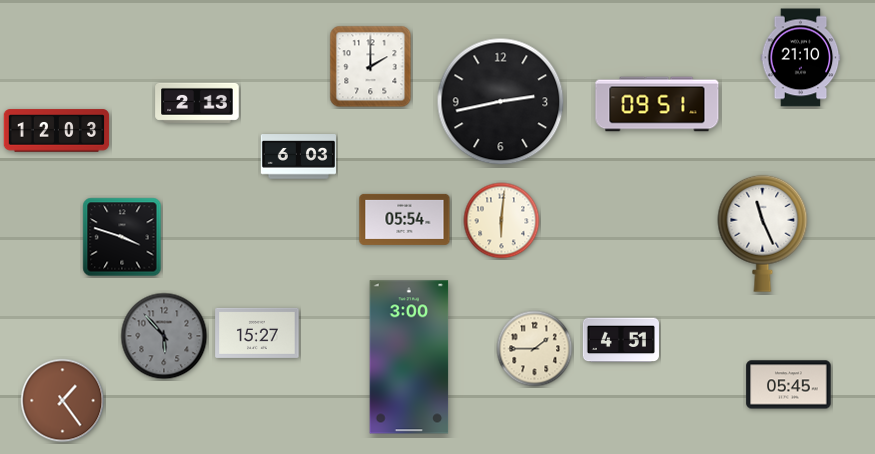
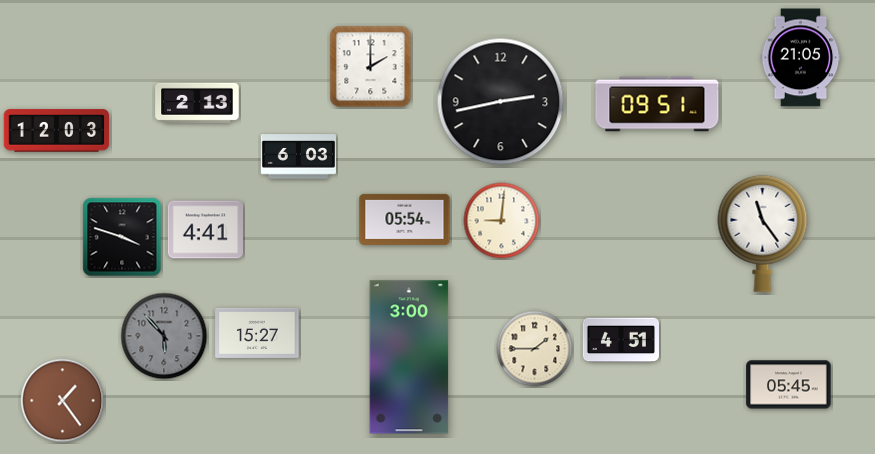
clock at (801, 58): 21:10 -> 21:05
clock at (502, 221): 6:01 -> 9:01
clock at (205, 230): none -> 4:41
clock at (763, 233): 11:26 -> 11:24
